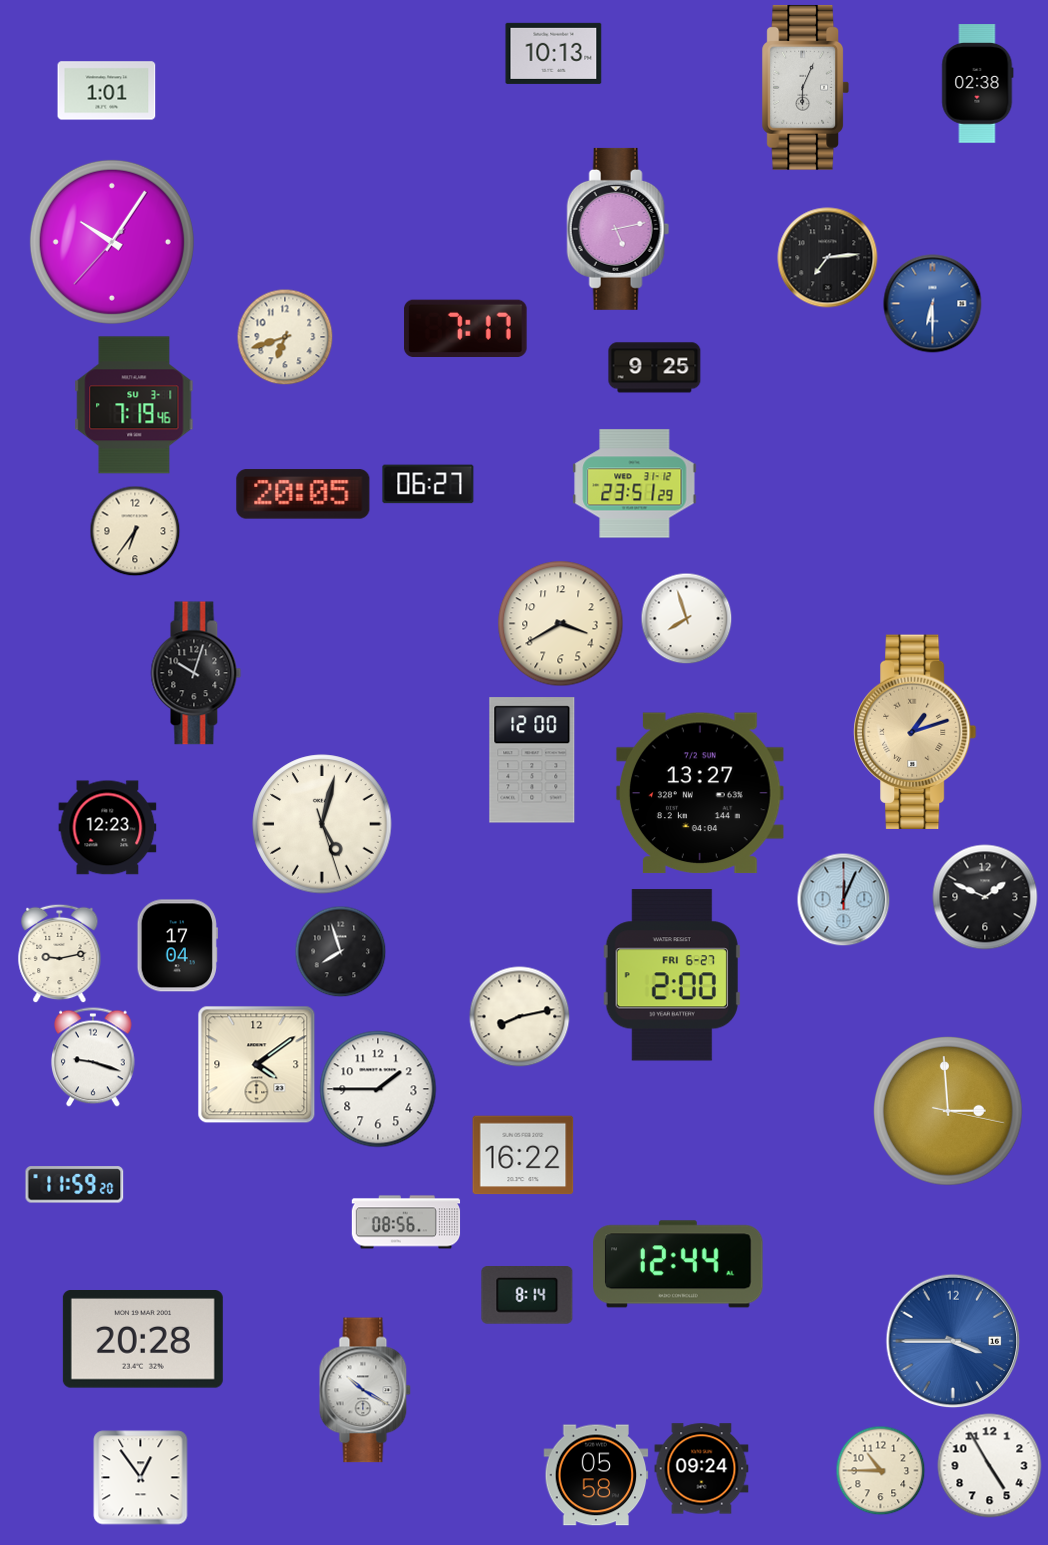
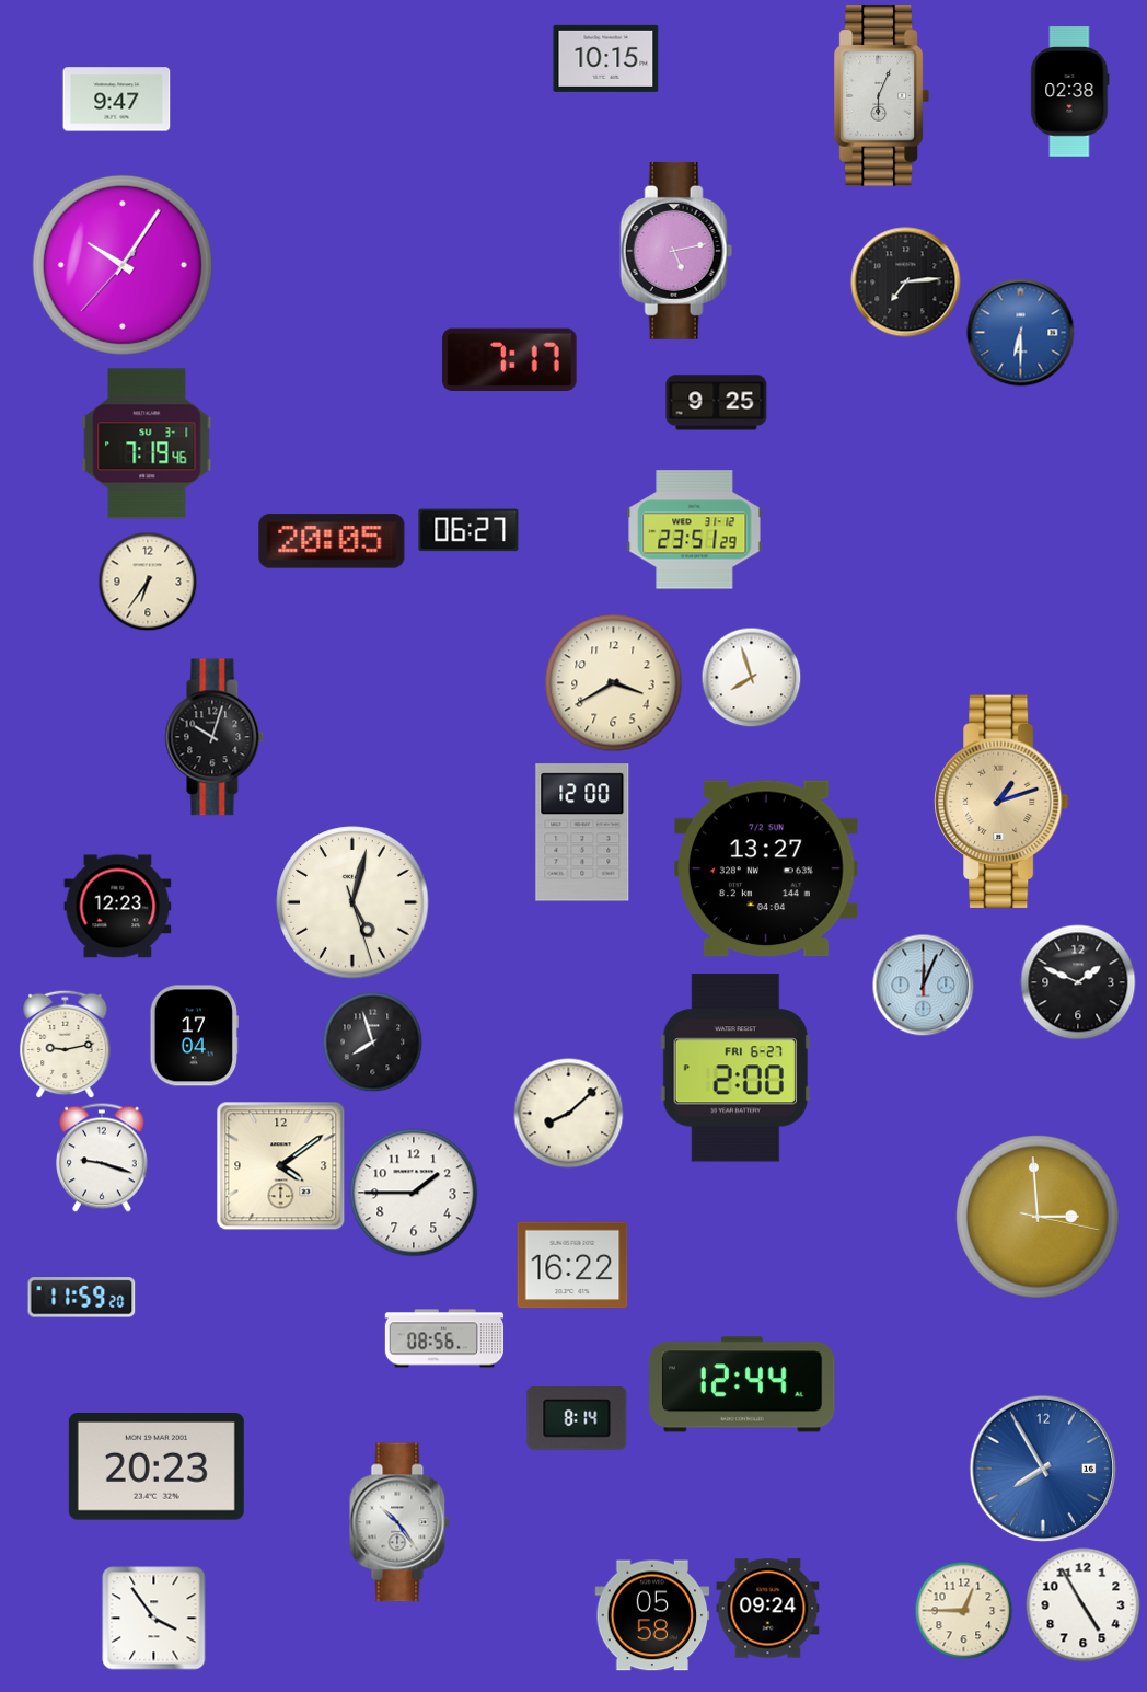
clock at (554, 53): 10:13 -> 10:15
clock at (107, 91): 1:01 -> 9:47
clock at (285, 337): 6:42 -> none
clock at (520, 1017): 8:13 -> 8:08
clock at (143, 1340): 20:28 -> 20:23
clock at (953, 1341): 3:45 -> 7:55
clock at (365, 1390): 10:20 -> 10:24
clock at (880, 1470): 10:45 -> 12:45
clock at (141, 1478): 12:54 -> 3:54
